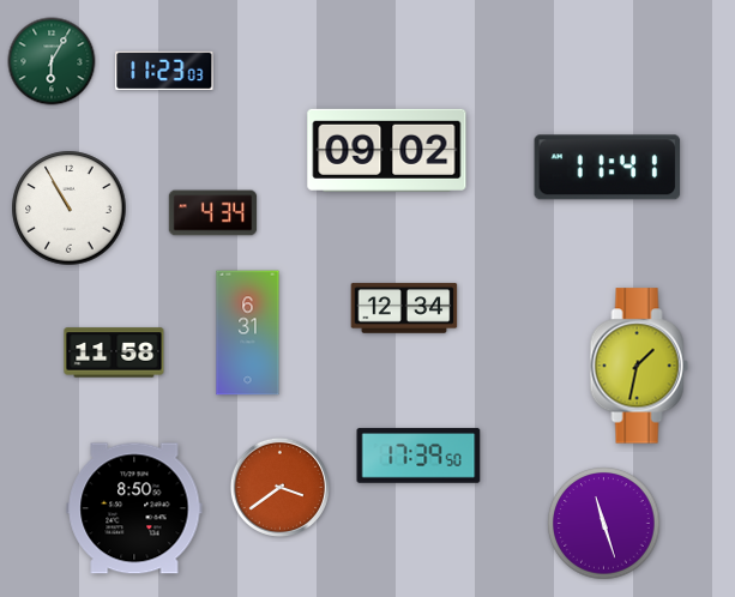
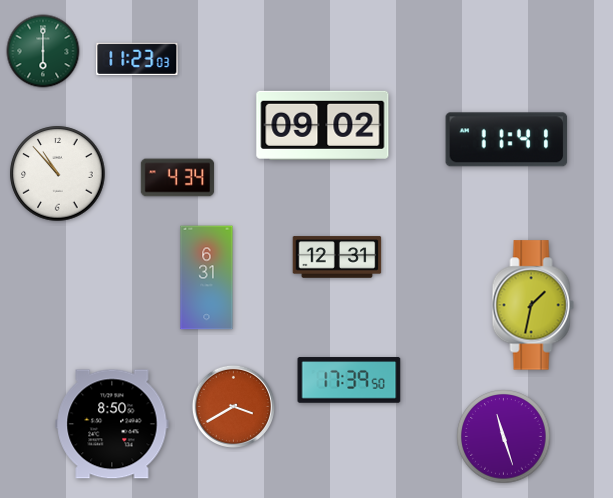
clock at (52, 61): 6:05 -> 6:00
clock at (70, 209): 10:55 -> 10:53
clock at (404, 308): 12:34 -> 12:31
clock at (114, 352): 11:58 -> none
clock at (279, 487): 3:39 -> 3:40
